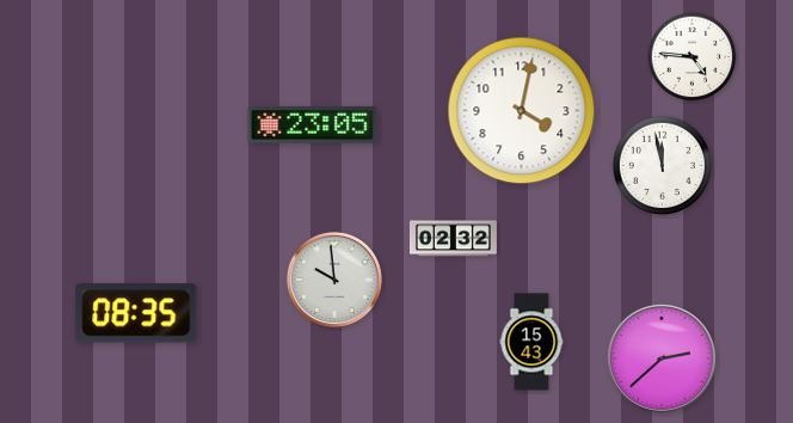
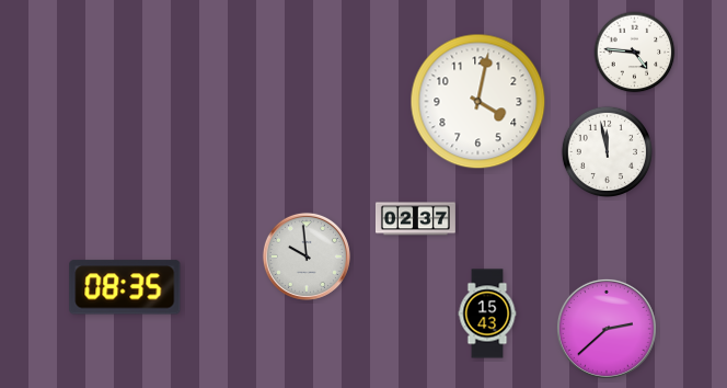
clock at (313, 125): 23:05 -> none
clock at (453, 239): 02:32 -> 02:37
